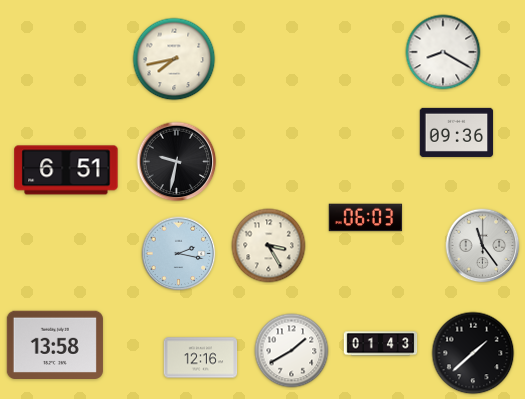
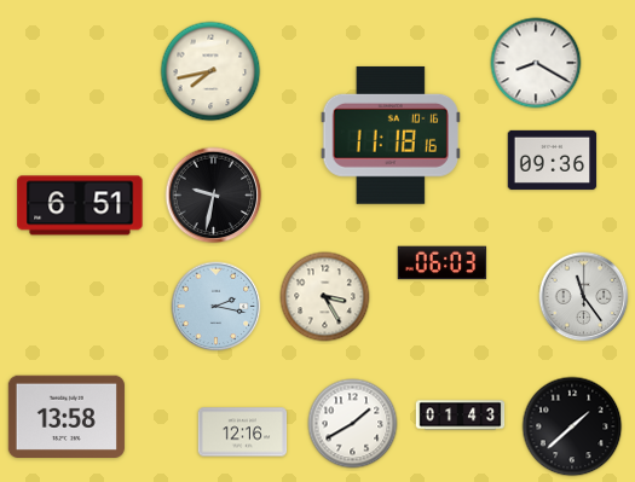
clock at (391, 135): none -> 11:18
